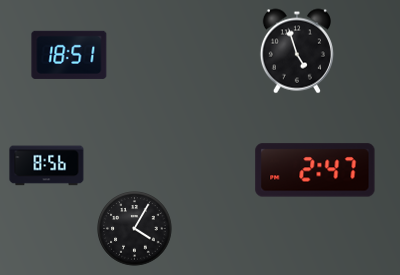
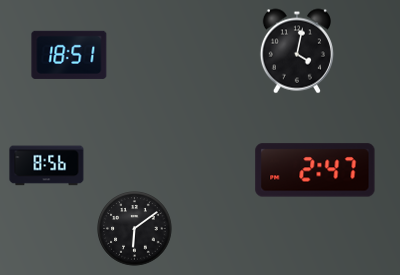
clock at (297, 51): 4:57 -> 4:02
clock at (135, 229): 4:05 -> 6:09
